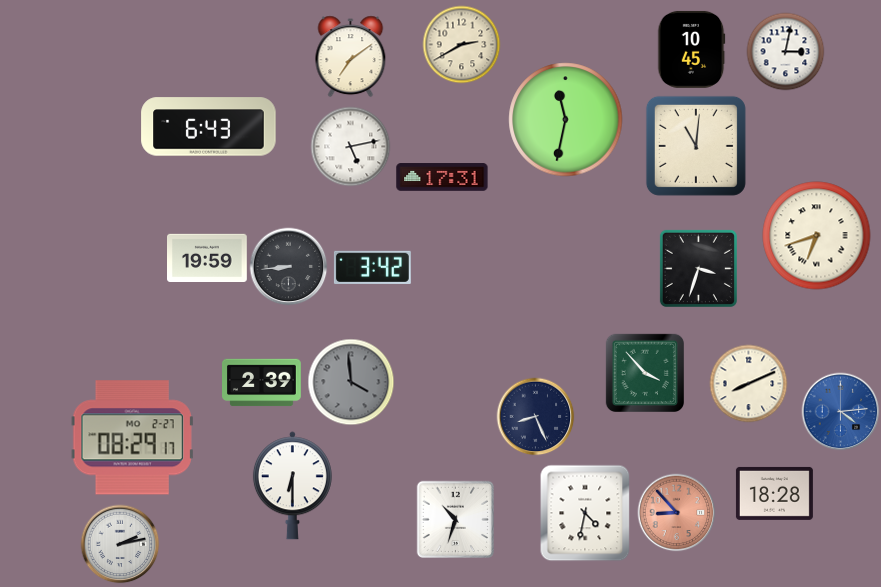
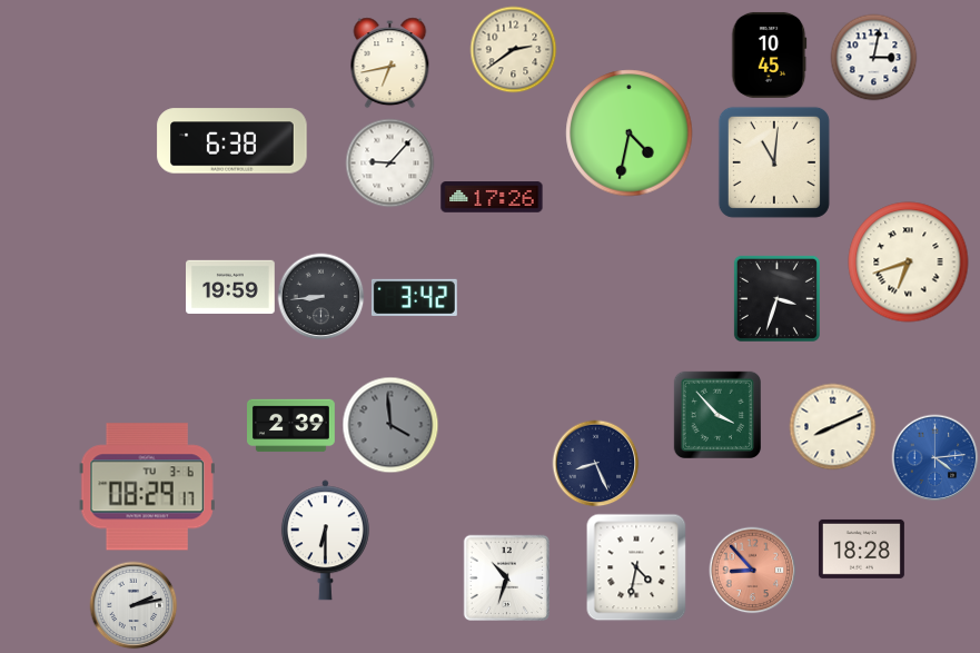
clock at (461, 44): 2:40 -> 2:39
clock at (351, 56): 7:09 -> 6:43
clock at (566, 120): 11:32 -> 4:32
clock at (209, 127): 6:43 -> 6:38
clock at (350, 146): 5:13 -> 9:07
clock at (442, 177): 17:31 -> 17:26
clock at (132, 438) date: MO 2-27 -> TU 3-6
clock at (585, 513) position: (585, 513) -> (636, 567)
